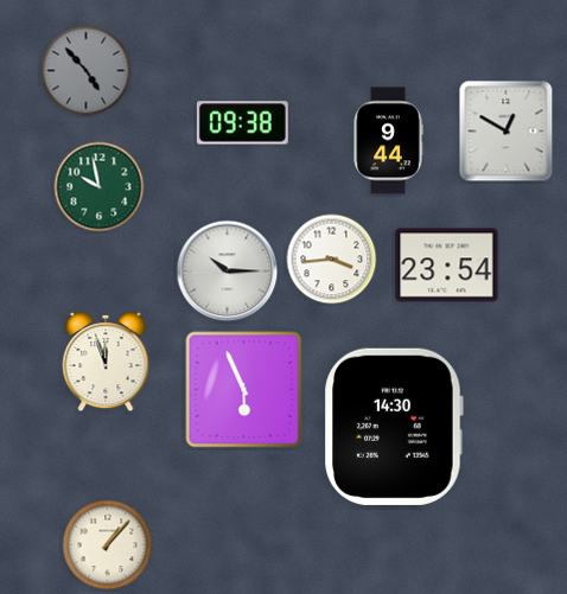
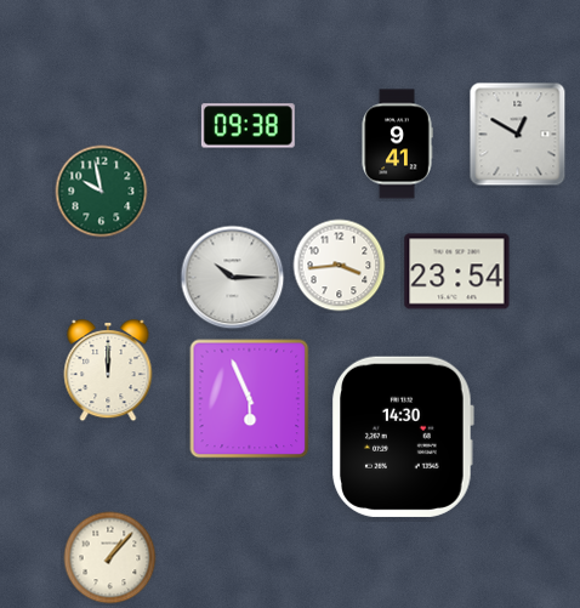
clock at (87, 71): 4:53 -> none
clock at (388, 141): 9:44 -> 9:41
clock at (106, 362): 11:57 -> 12:00
